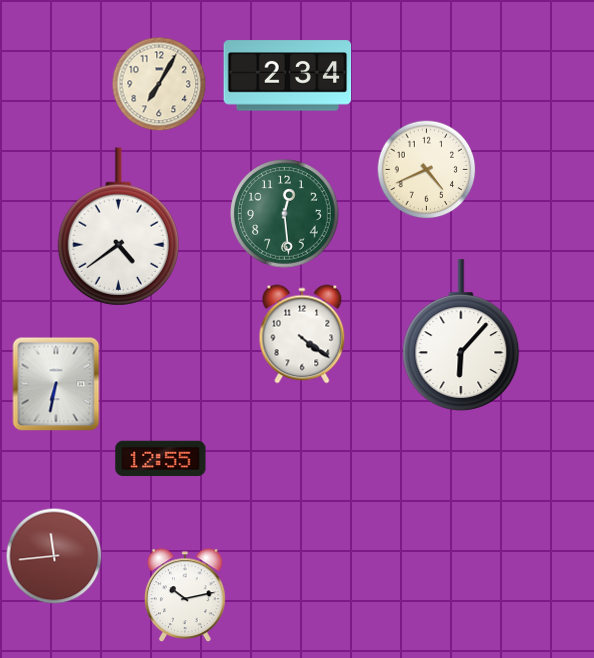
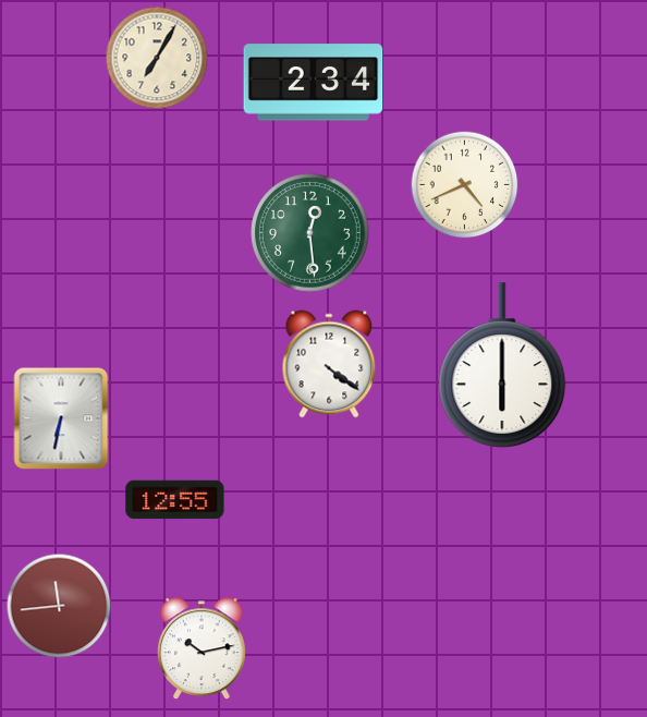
clock at (159, 84) position: (159, 84) -> (157, 58)
clock at (118, 227): 4:39 -> none
clock at (461, 335): 6:07 -> 6:00
